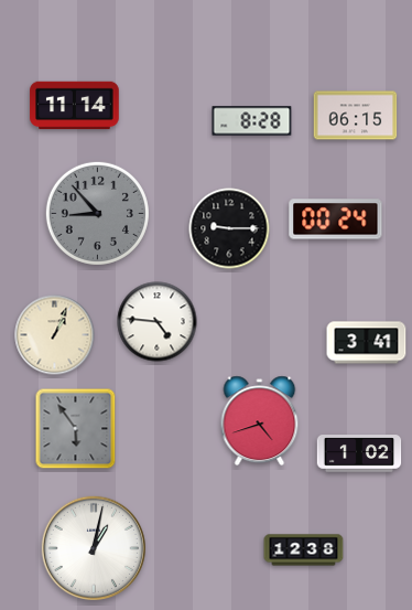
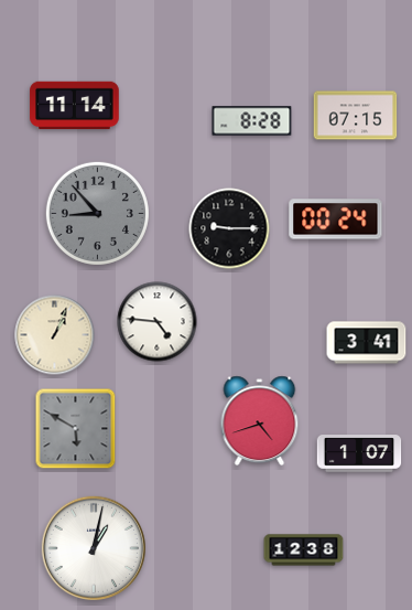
clock at (356, 116): 06:15 -> 07:15
clock at (76, 429): 5:54 -> 5:50
clock at (359, 453): 1:02 -> 1:07
